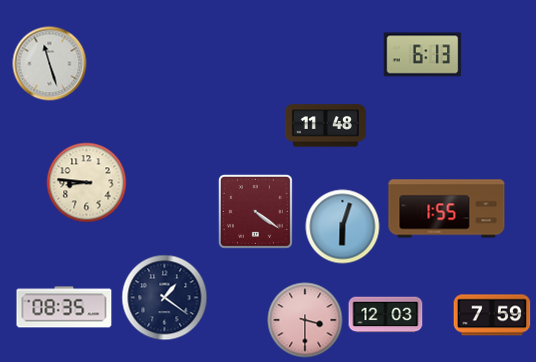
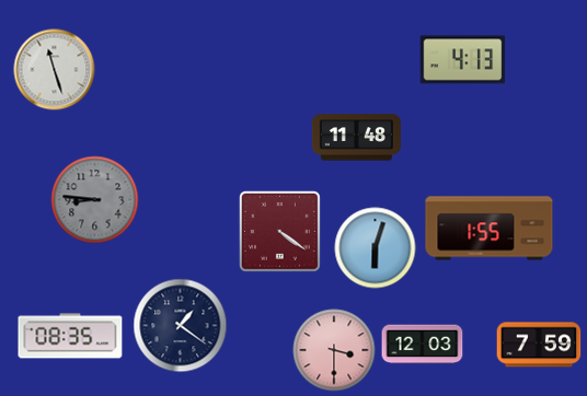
clock at (423, 55): 6:13 -> 4:13
clock at (87, 183) dial: cream -> grey
